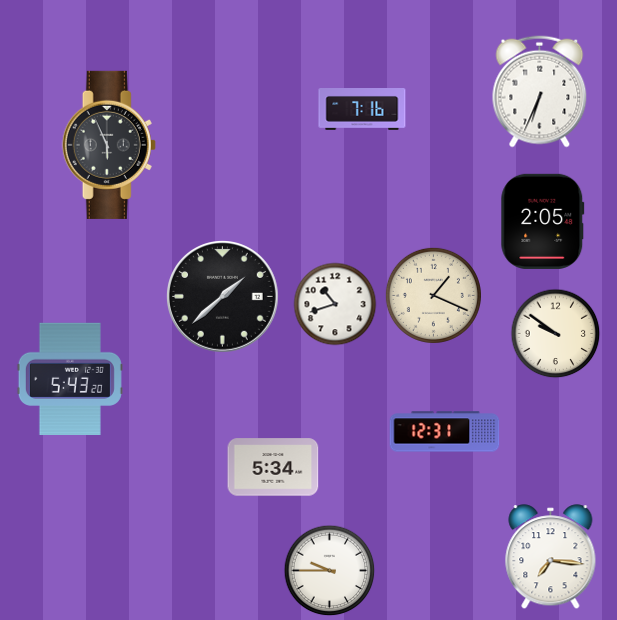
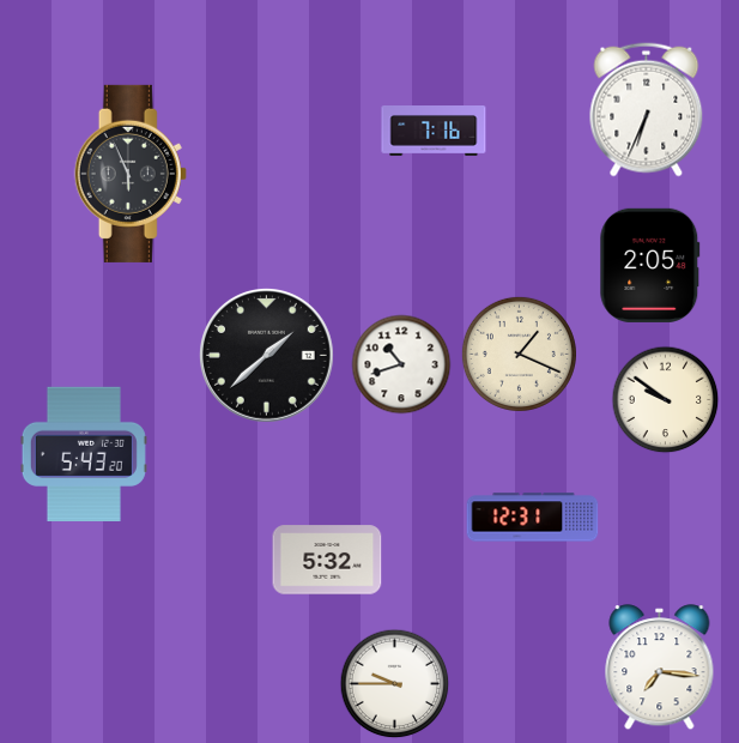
clock at (273, 467): 5:34 -> 5:32
